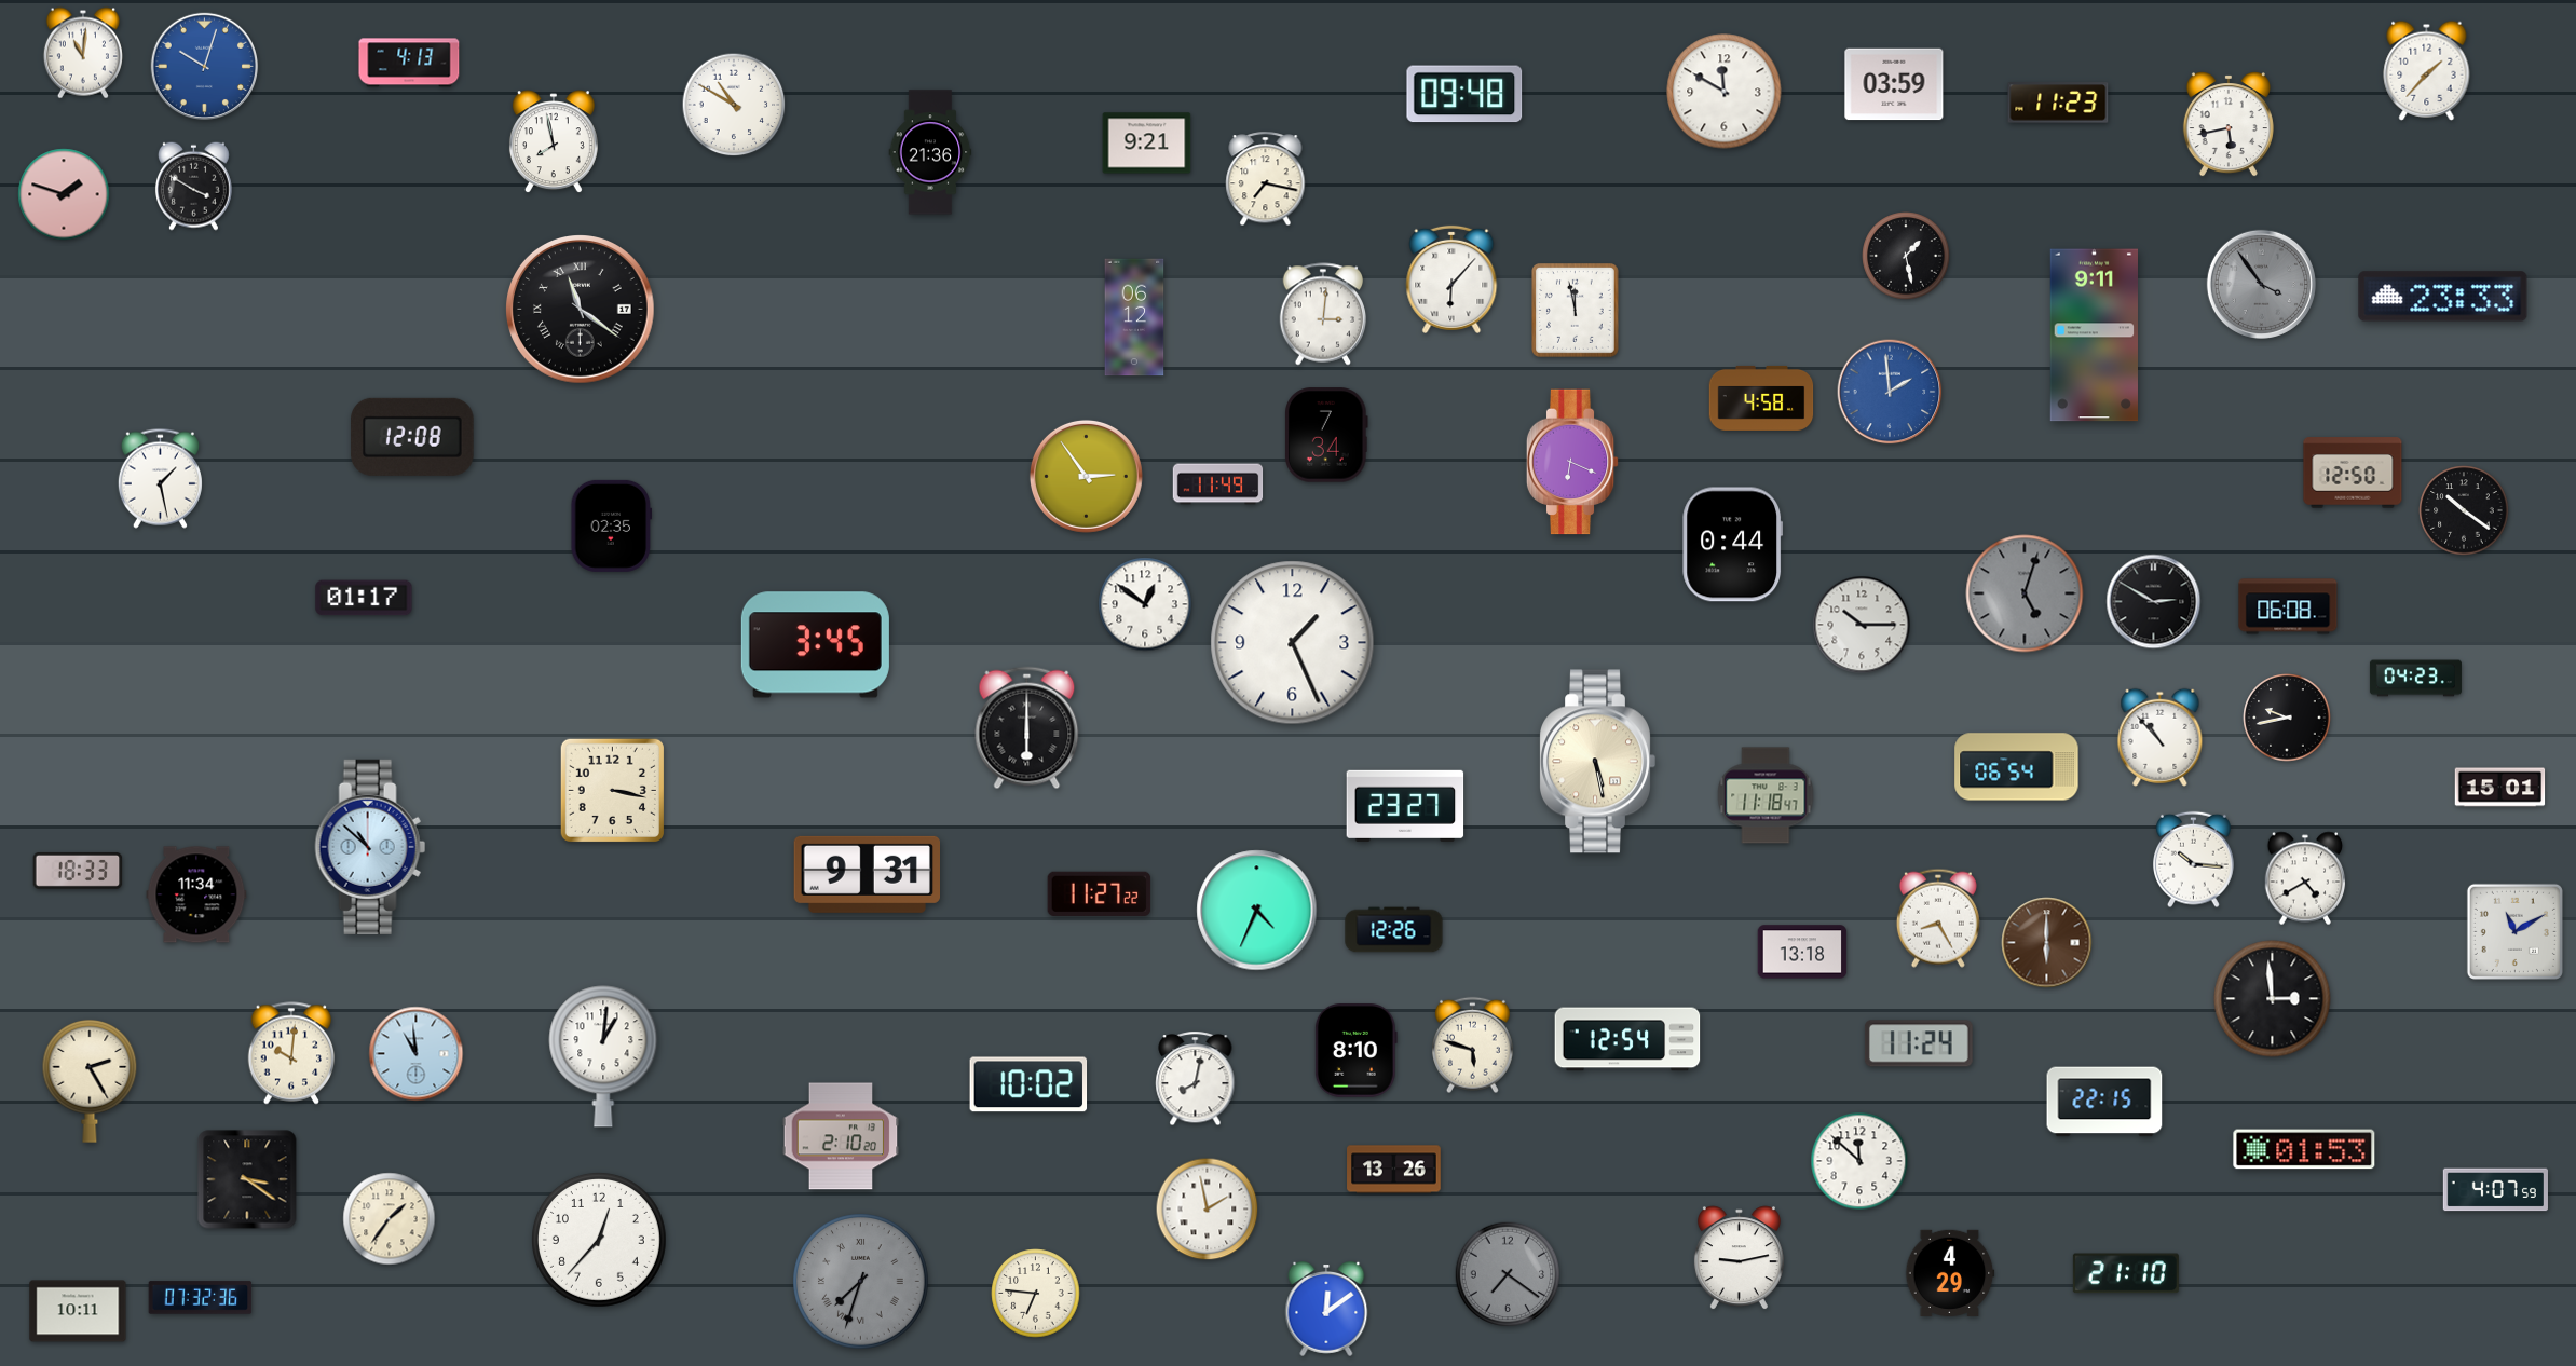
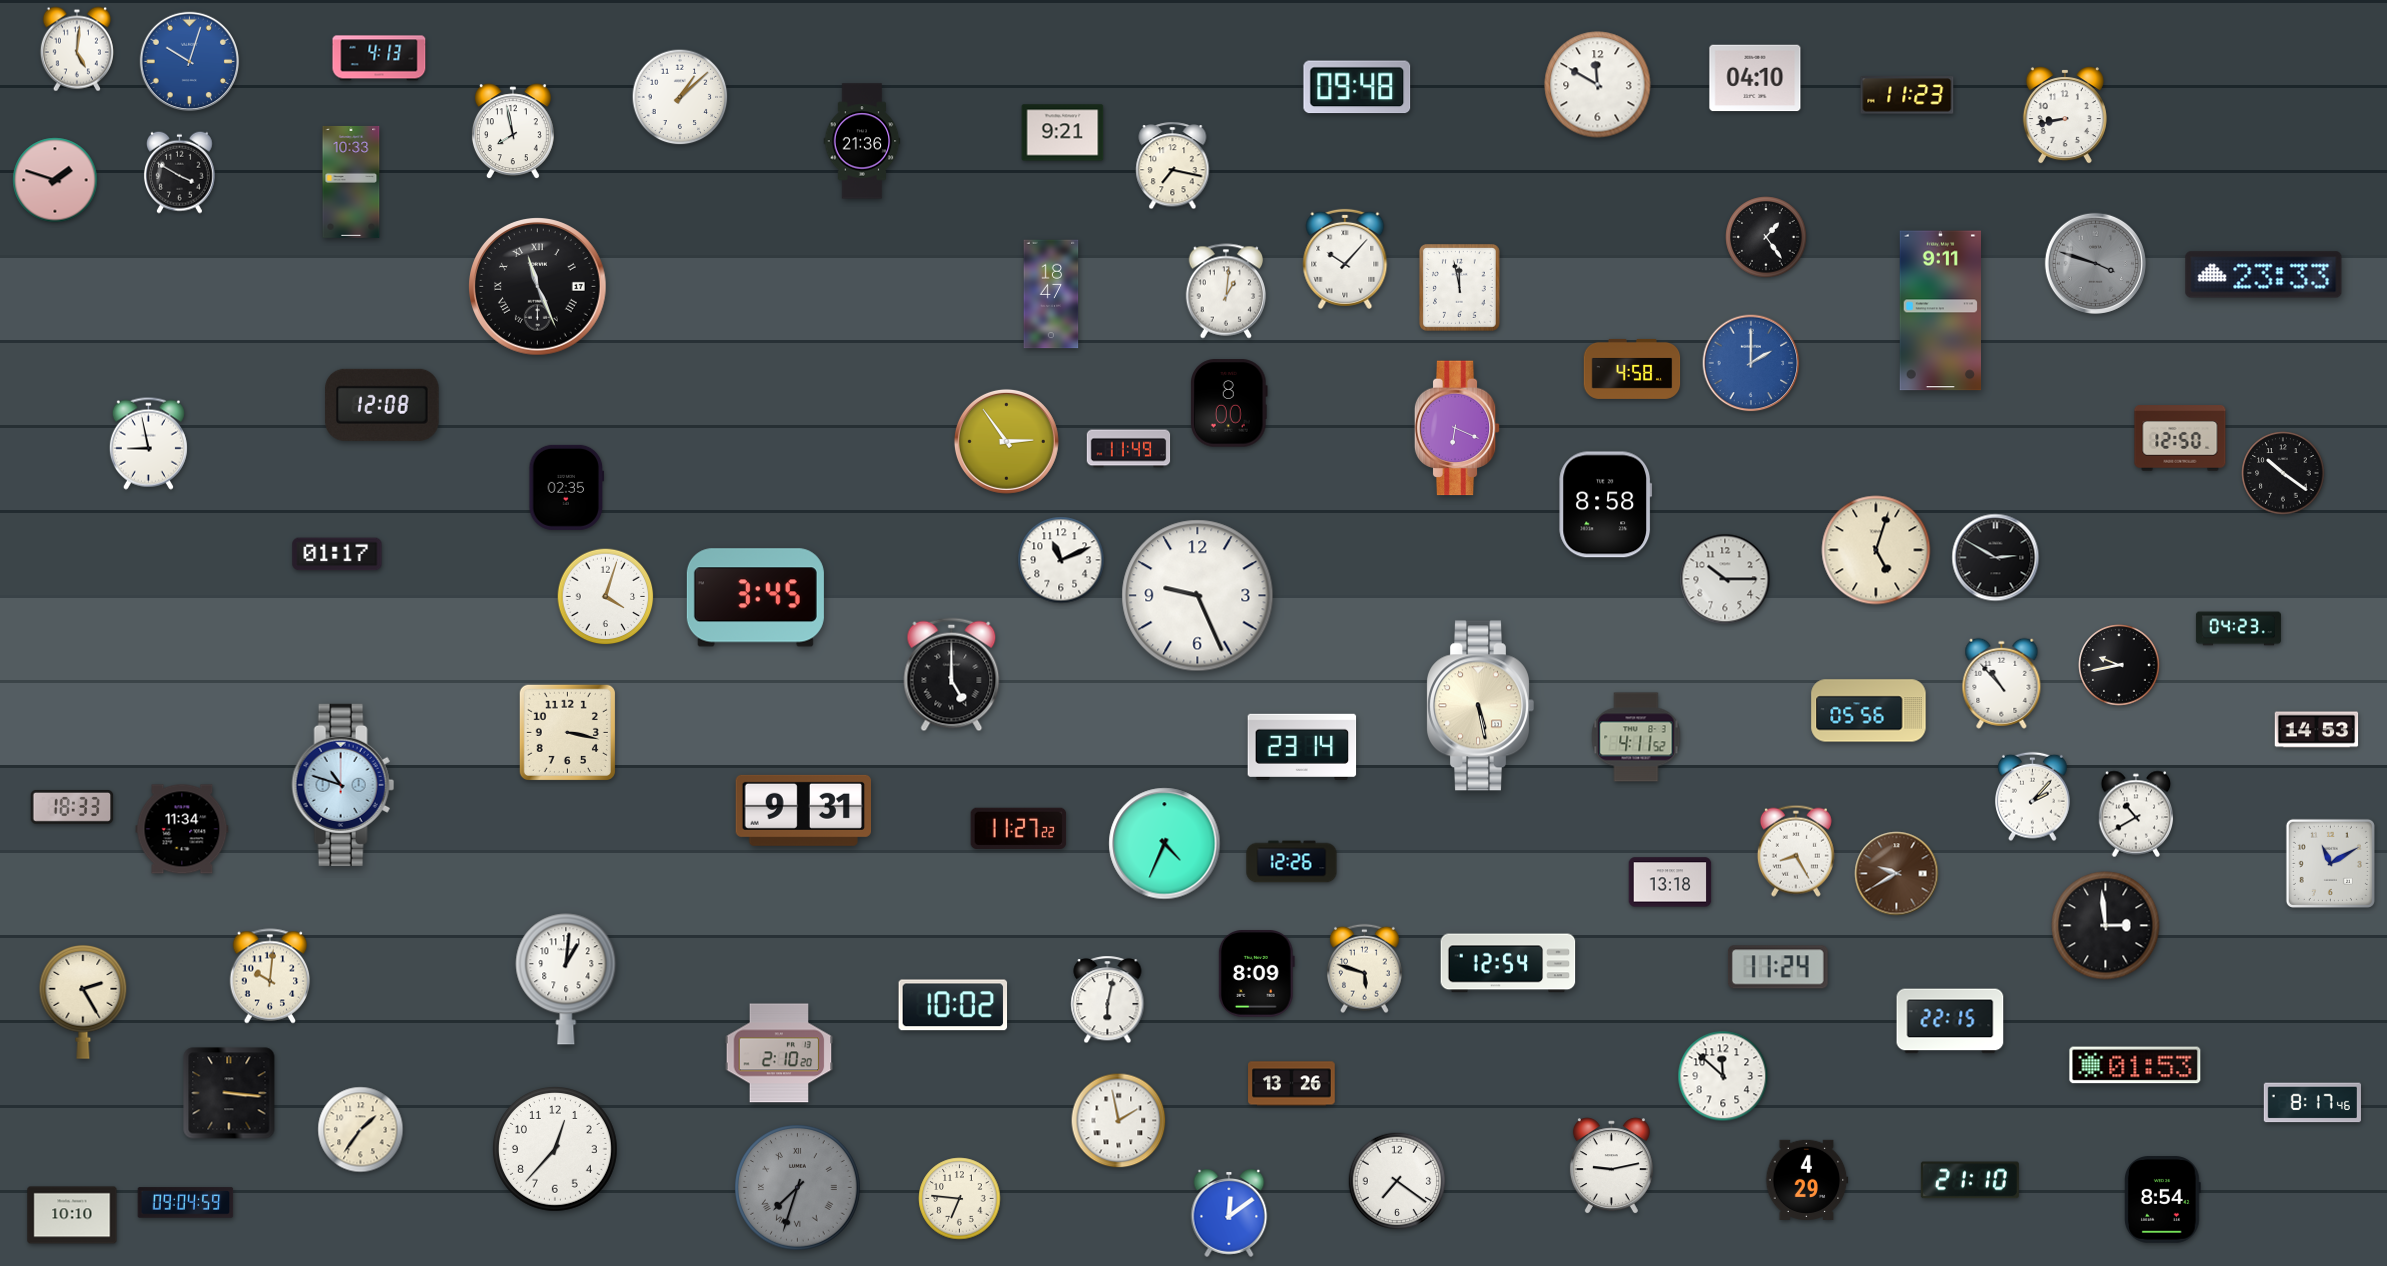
clock at (83, 53): 11:01 -> 5:01
clock at (2427, 70): 1:37 -> none
clock at (1894, 84): 03:59 -> 04:10
clock at (734, 105): 10:50 -> 1:08
clock at (2229, 124): 5:43 -> 8:43
clock at (64, 194) position: (64, 194) -> (55, 180)
clock at (351, 182): none -> 10:33
clock at (1906, 256): 1:28 -> 1:24
clock at (1451, 279): 6:07 -> 10:07
clock at (2261, 284): 3:54 -> 3:48
clock at (581, 310): 11:21 -> 11:26
clock at (1323, 314): 3:01 -> 1:01
clock at (1134, 317): 06:12 -> 18:47
clock at (1890, 392): 1:59 -> 2:00
clock at (1326, 435): 7:34 -> 8:00
clock at (160, 478): 1:28 -> 8:58
clock at (1733, 545): 0:44 -> 8:58
clock at (2025, 593) dial: grey -> cream
clock at (1145, 604): 12:51 -> 11:11
clock at (2288, 606): 06:08 -> none
clock at (1293, 643): 1:26 -> 9:26
clock at (606, 597): none -> 4:03
clock at (1027, 728): 6:00 -> 5:00
clock at (2017, 767): 06:54 -> 05:56
clock at (2500, 788): 15:01 -> 14:53
clock at (1766, 795): 11:18 -> 4:11
clock at (1405, 806): 23:27 -> 23:14
clock at (370, 847): 10:52 -> 10:48
clock at (2194, 860): 10:16 -> 2:07
clock at (2305, 878): 4:40 -> 10:40
clock at (2047, 943): 6:00 -> 9:40
clock at (1355, 1051): 8:10 -> 8:09
clock at (417, 1054): 10:59 -> none
clock at (603, 1056) position: (603, 1056) -> (566, 979)
clock at (1196, 1079): 8:02 -> 6:02
clock at (247, 1179): 3:21 -> 3:16
clock at (2495, 1190): 4:07 -> 8:17
clock at (1508, 1274) dial: grey -> white
clock at (2163, 1200): none -> 8:54
clock at (201, 1298): 07:32 -> 09:04
clock at (78, 1311): 10:11 -> 10:10
